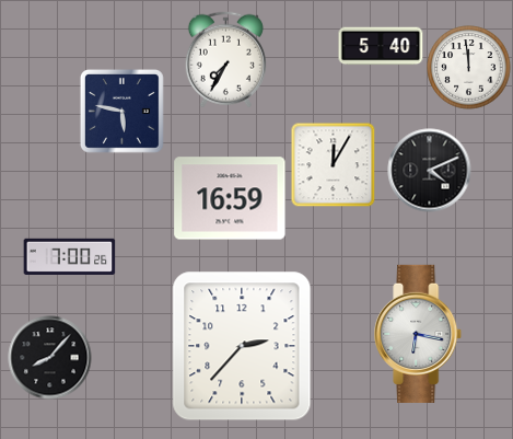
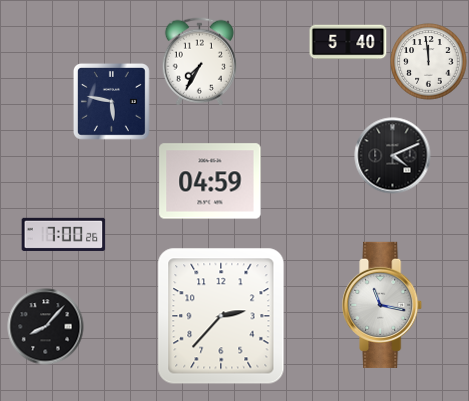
clock at (225, 60) position: (225, 60) -> (199, 62)
clock at (333, 164): 12:05 -> none
clock at (230, 198): 16:59 -> 04:59
clock at (419, 334): 6:17 -> 11:17
